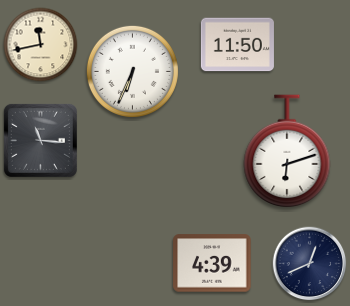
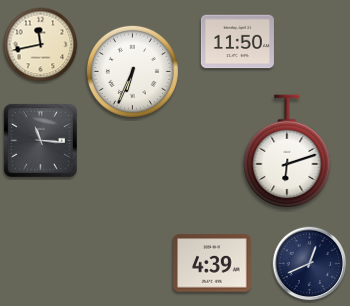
clock at (237, 45) position: (237, 45) -> (237, 42)
